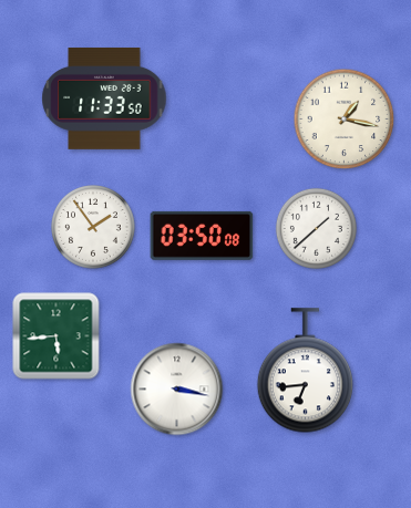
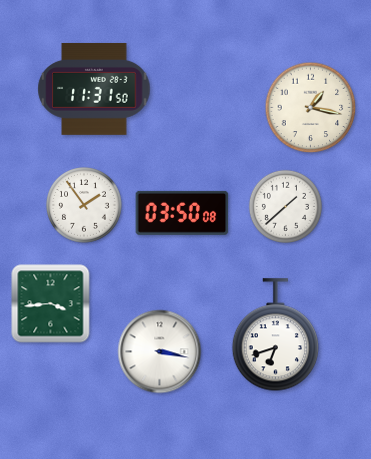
clock at (104, 99): 11:33 -> 11:31
clock at (56, 336): 5:44 -> 3:44
clock at (305, 371): 6:44 -> 6:42
